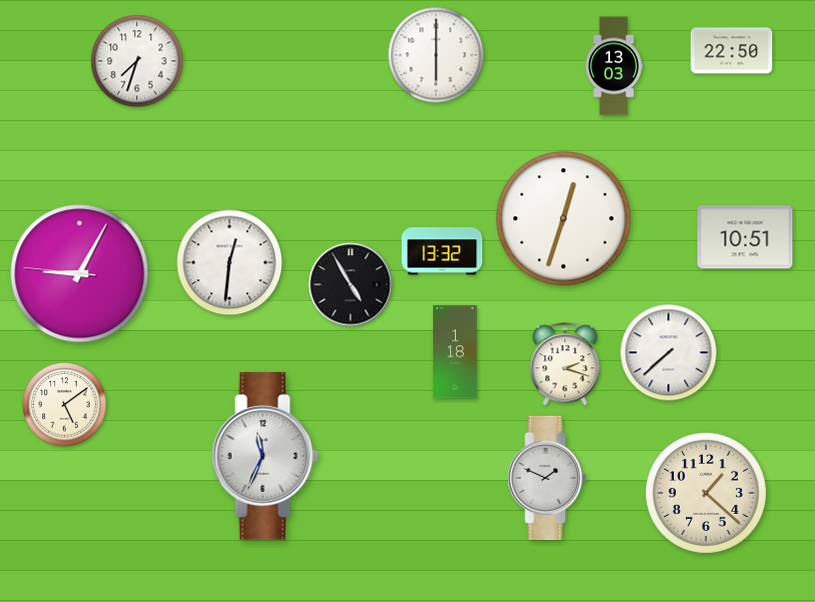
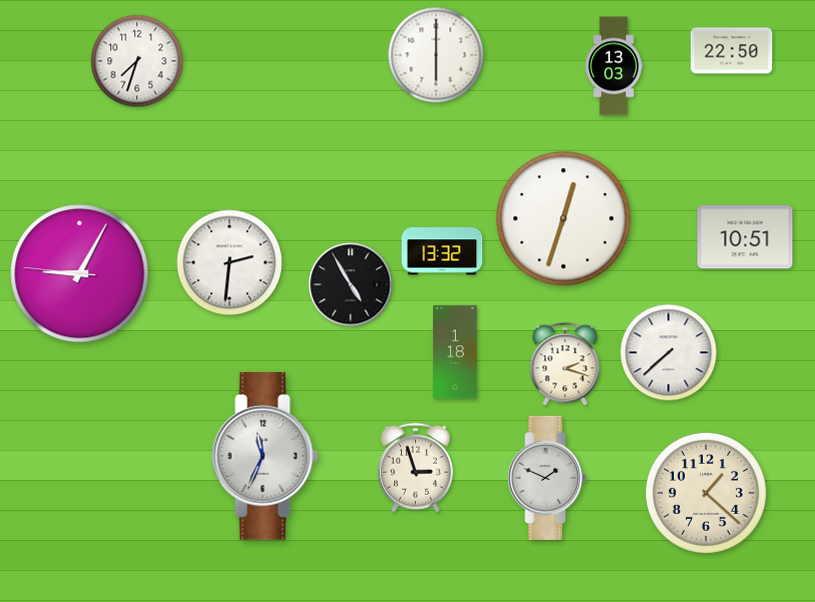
clock at (230, 263): 12:31 -> 2:31
clock at (65, 405): 5:09 -> none
clock at (415, 468): none -> 2:57
